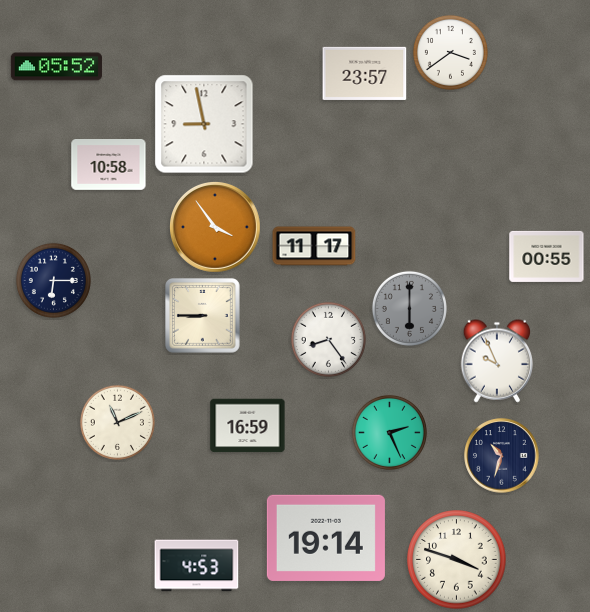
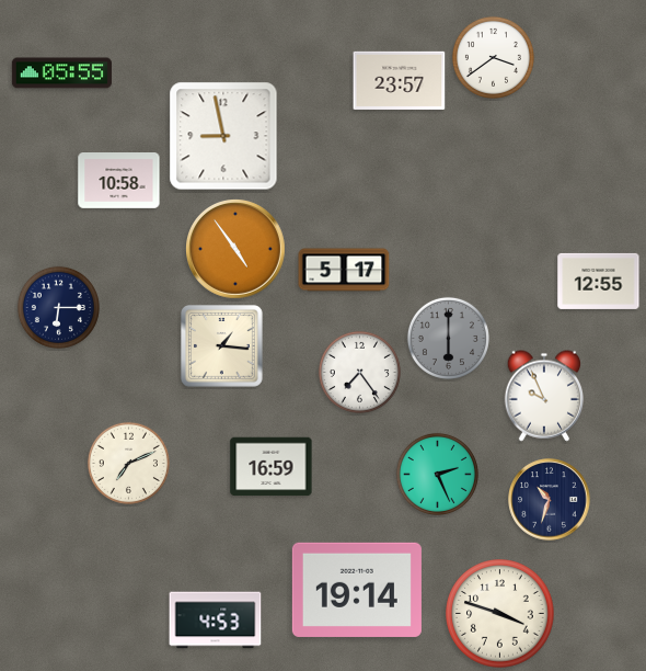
clock at (56, 67): 05:52 -> 05:55
clock at (216, 228): 3:54 -> 4:54
clock at (314, 246): 11:17 -> 5:17
clock at (547, 256): 00:55 -> 12:55
clock at (203, 316): 8:45 -> 1:16
clock at (328, 339): 8:24 -> 7:24
clock at (117, 422): 11:11 -> 7:11
clock at (389, 432) position: (389, 432) -> (437, 474)
